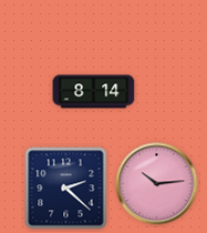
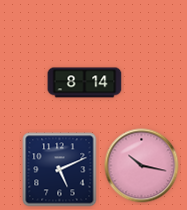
clock at (157, 184): 10:14 -> 10:17
clock at (66, 189): 2:22 -> 5:11
